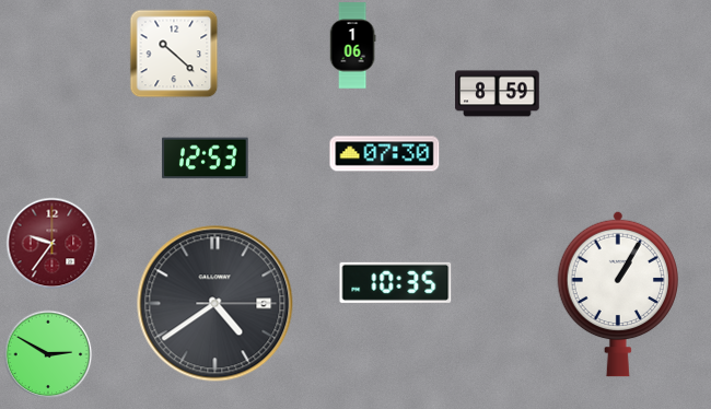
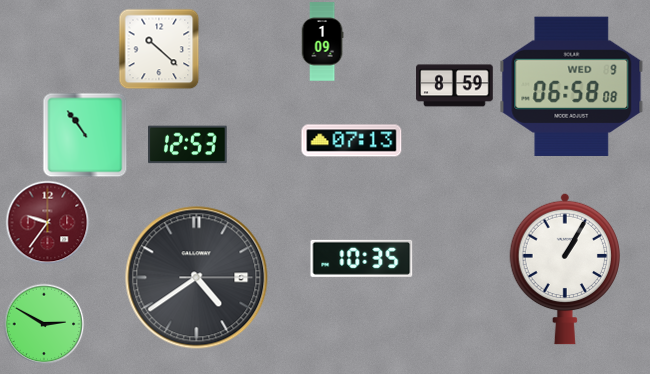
clock at (352, 46): 1:06 -> 1:09
clock at (572, 86): none -> 06:58
clock at (85, 135): none -> 10:54
clock at (385, 154): 07:30 -> 07:13
